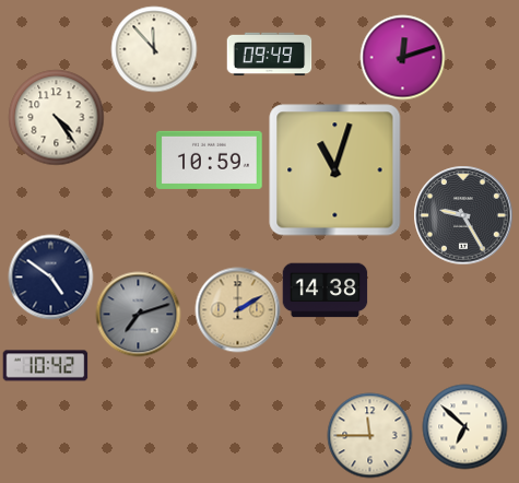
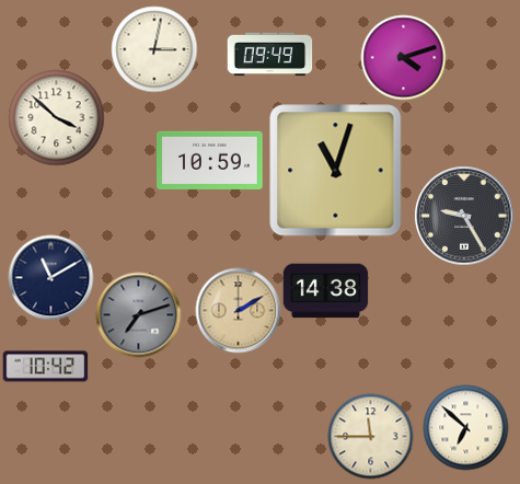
clock at (154, 49): 11:53 -> 3:02
clock at (402, 57): 12:12 -> 4:12
clock at (56, 117): 4:24 -> 3:52
clock at (50, 276): 4:51 -> 11:10
